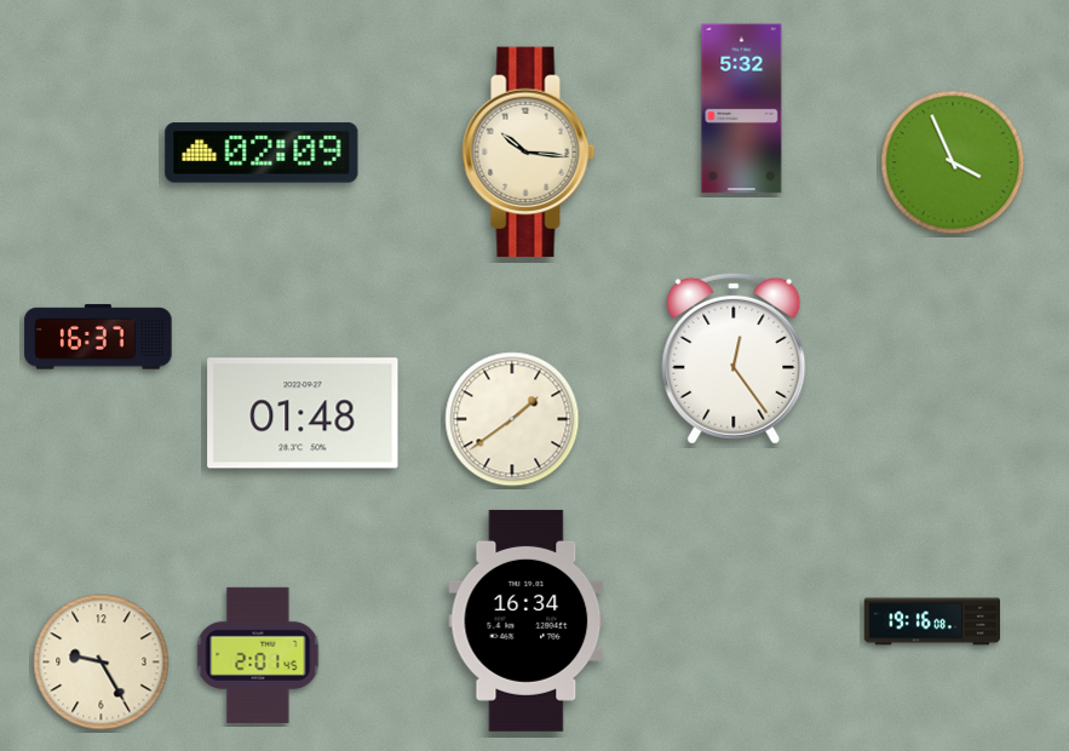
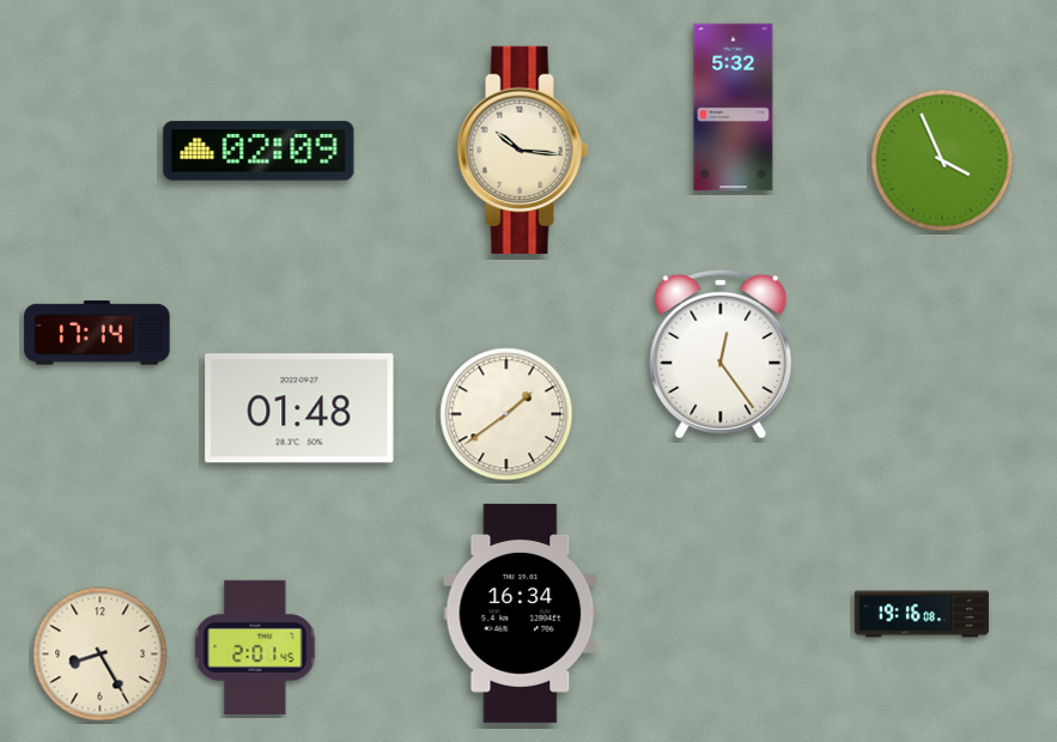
clock at (98, 337): 16:37 -> 17:14
clock at (734, 359) position: (734, 359) -> (721, 354)
clock at (102, 663): 9:25 -> 8:25
